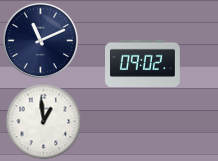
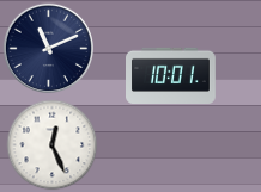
clock at (143, 63): 09:02 -> 10:01
clock at (44, 122): 12:59 -> 12:26
